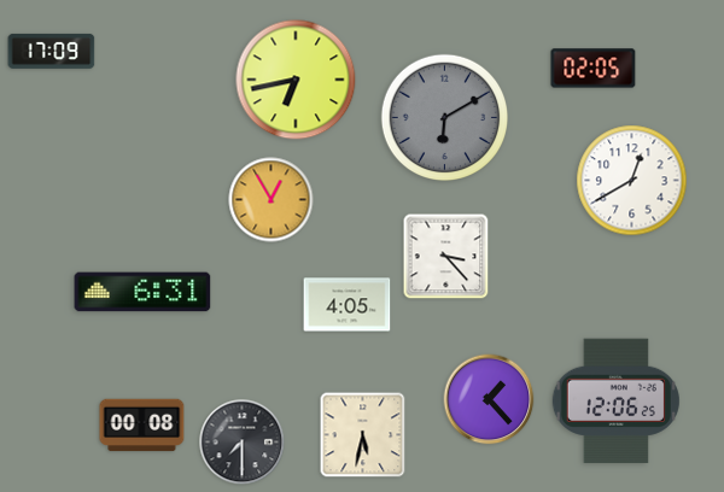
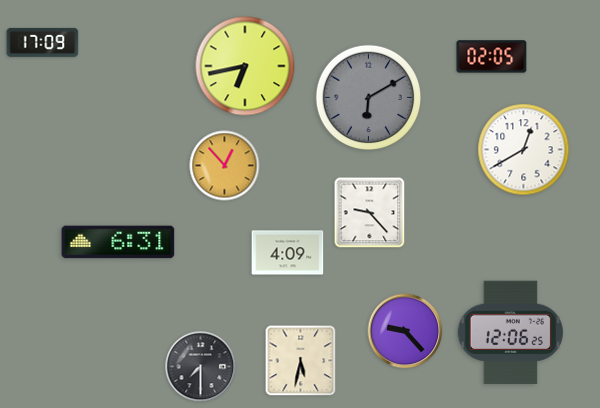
clock at (271, 200): 12:55 -> 12:53
clock at (446, 257): 3:23 -> 9:23
clock at (348, 305): 4:05 -> 4:09
clock at (489, 399): 1:23 -> 9:23
clock at (142, 426): 00:08 -> none
